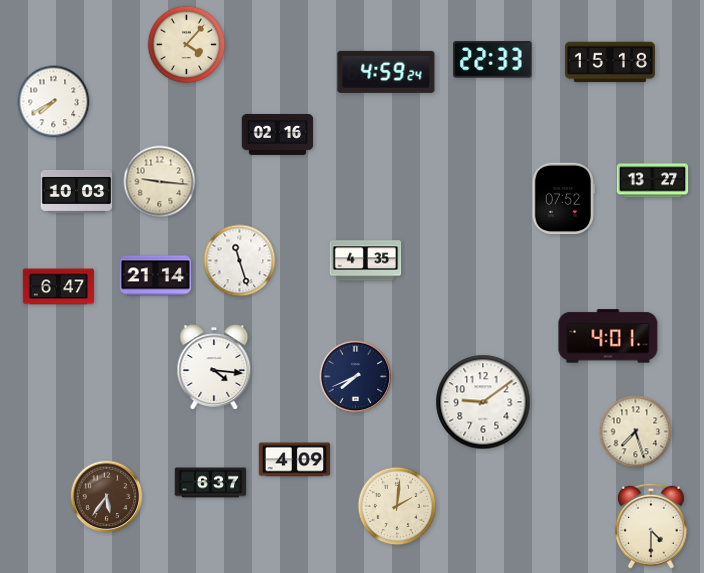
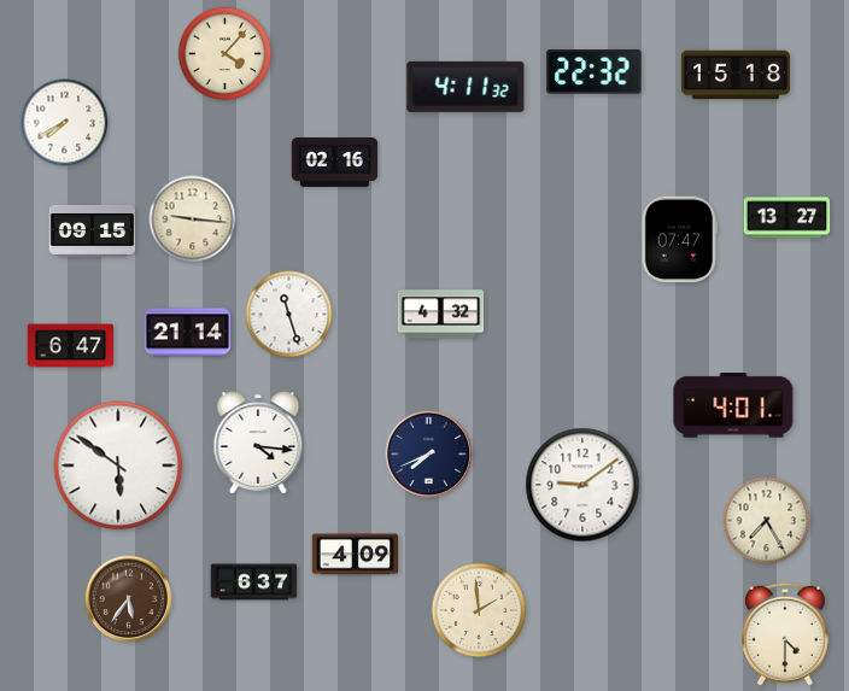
clock at (493, 60): 22:33 -> 22:32
clock at (386, 72): 4:59 -> 4:11
clock at (77, 192): 10:03 -> 09:15
clock at (563, 199): 07:52 -> 07:47
clock at (366, 261): 4:35 -> 4:32
clock at (118, 465): none -> 5:51
clock at (636, 432): 7:27 -> 7:25
clock at (397, 506): 2:01 -> 1:59
